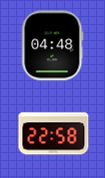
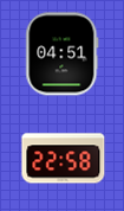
clock at (53, 46): 04:48 -> 04:51
